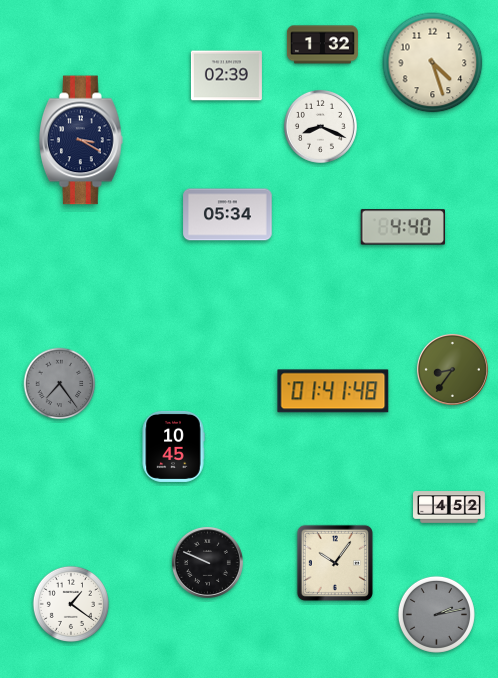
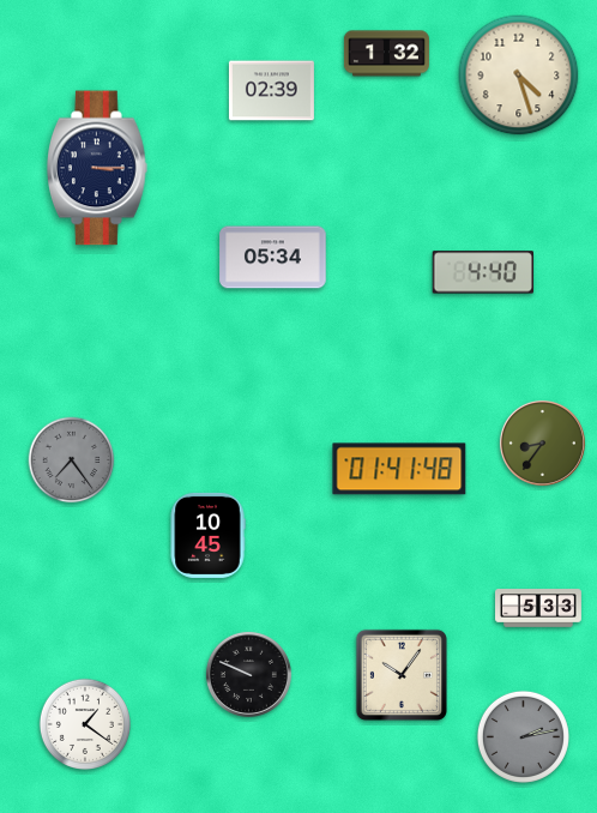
clock at (320, 126): 8:19 -> none
clock at (82, 140): 3:20 -> 3:15
clock at (449, 507): 4:52 -> 5:33
